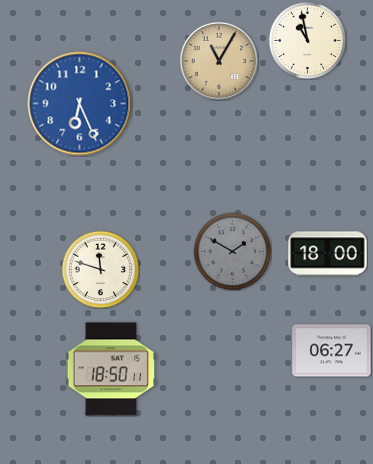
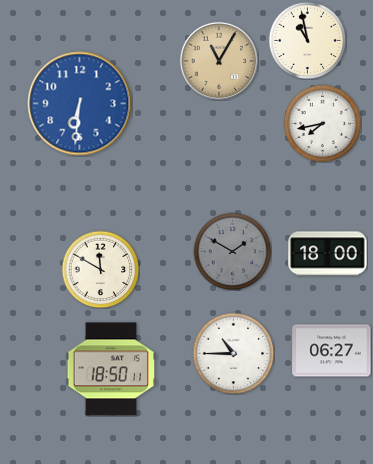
clock at (80, 104): 6:26 -> 6:31
clock at (322, 123): none -> 7:43
clock at (100, 269): 11:48 -> 11:50
clock at (233, 353): none -> 10:45
